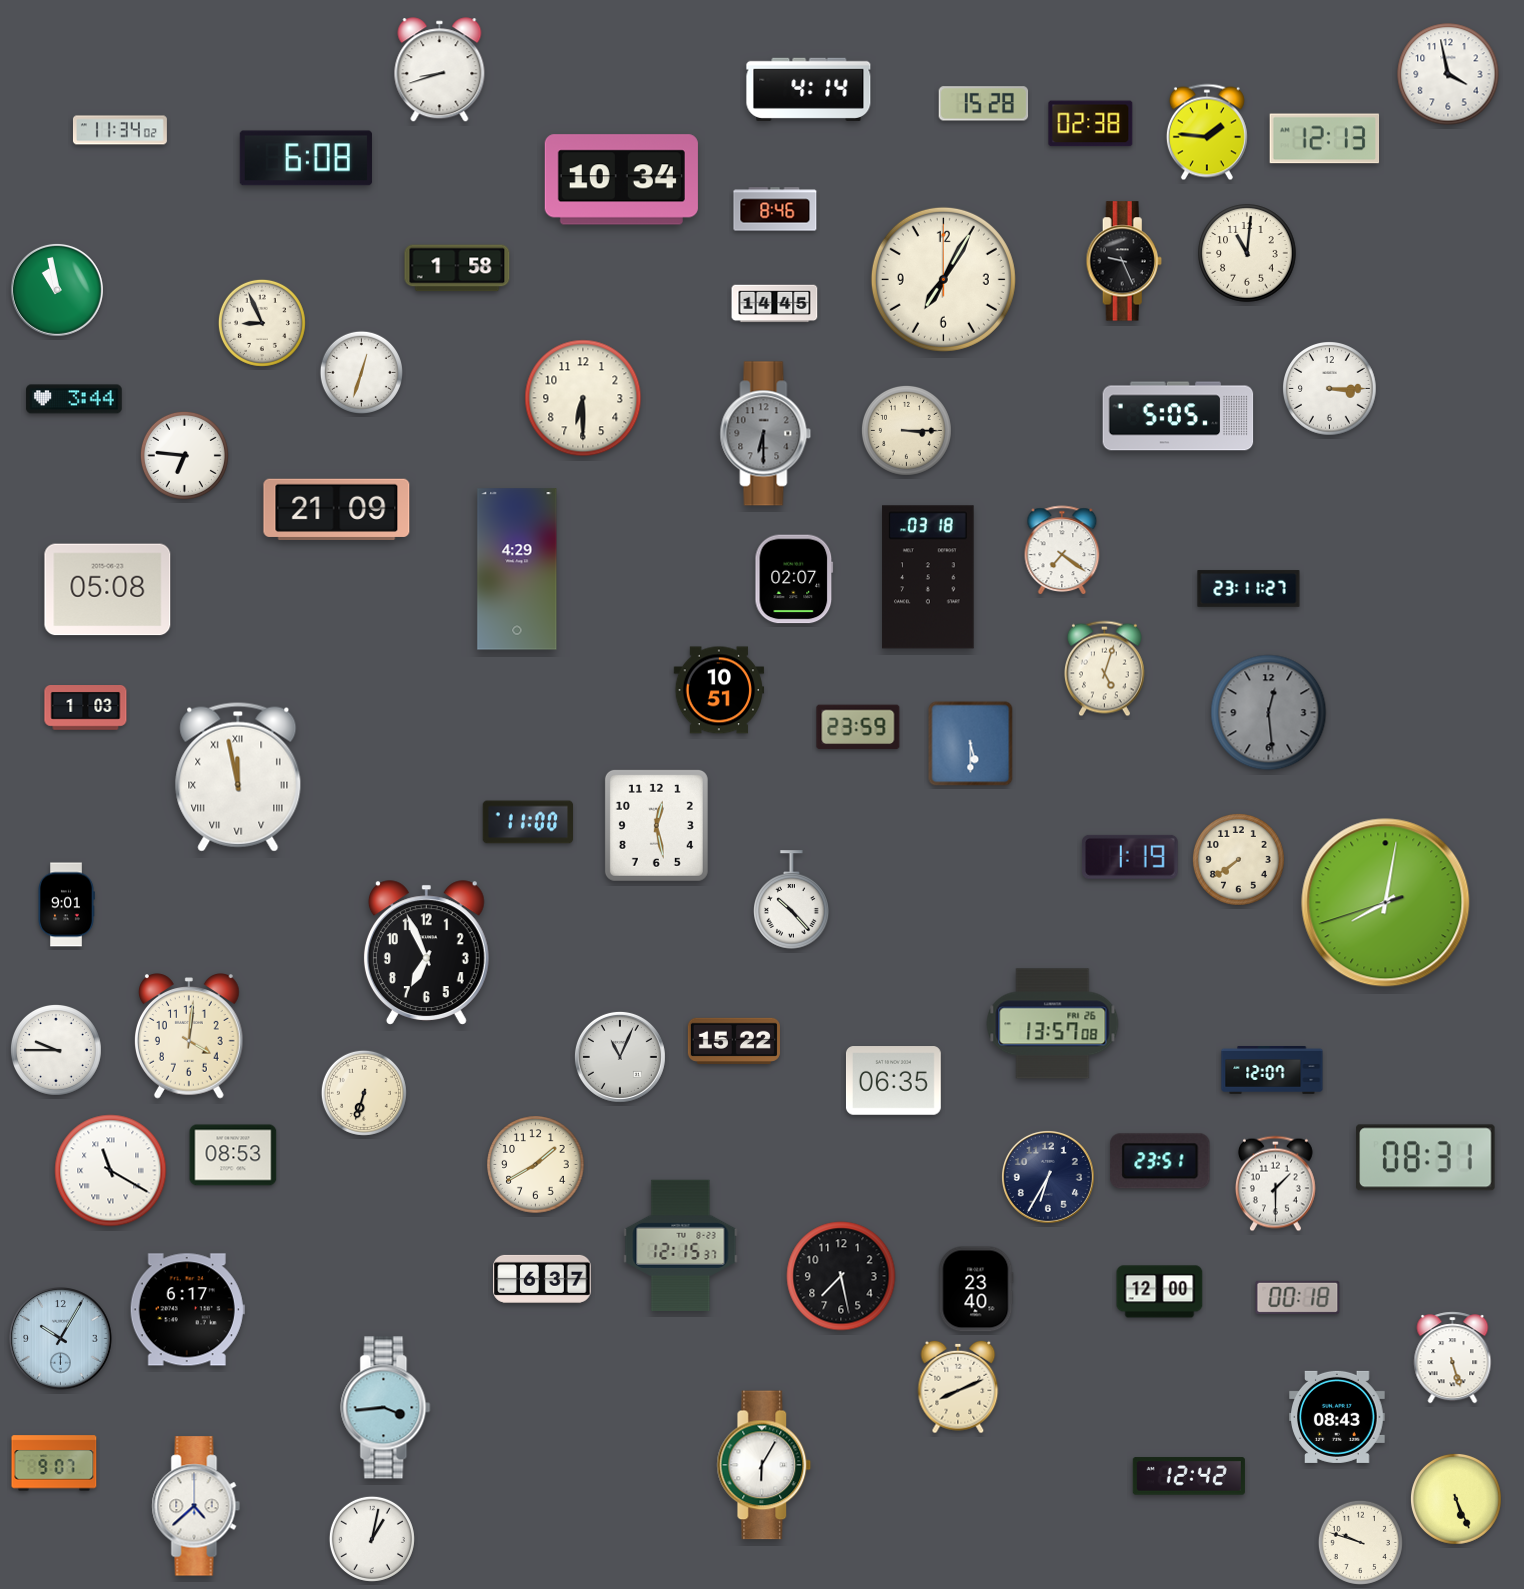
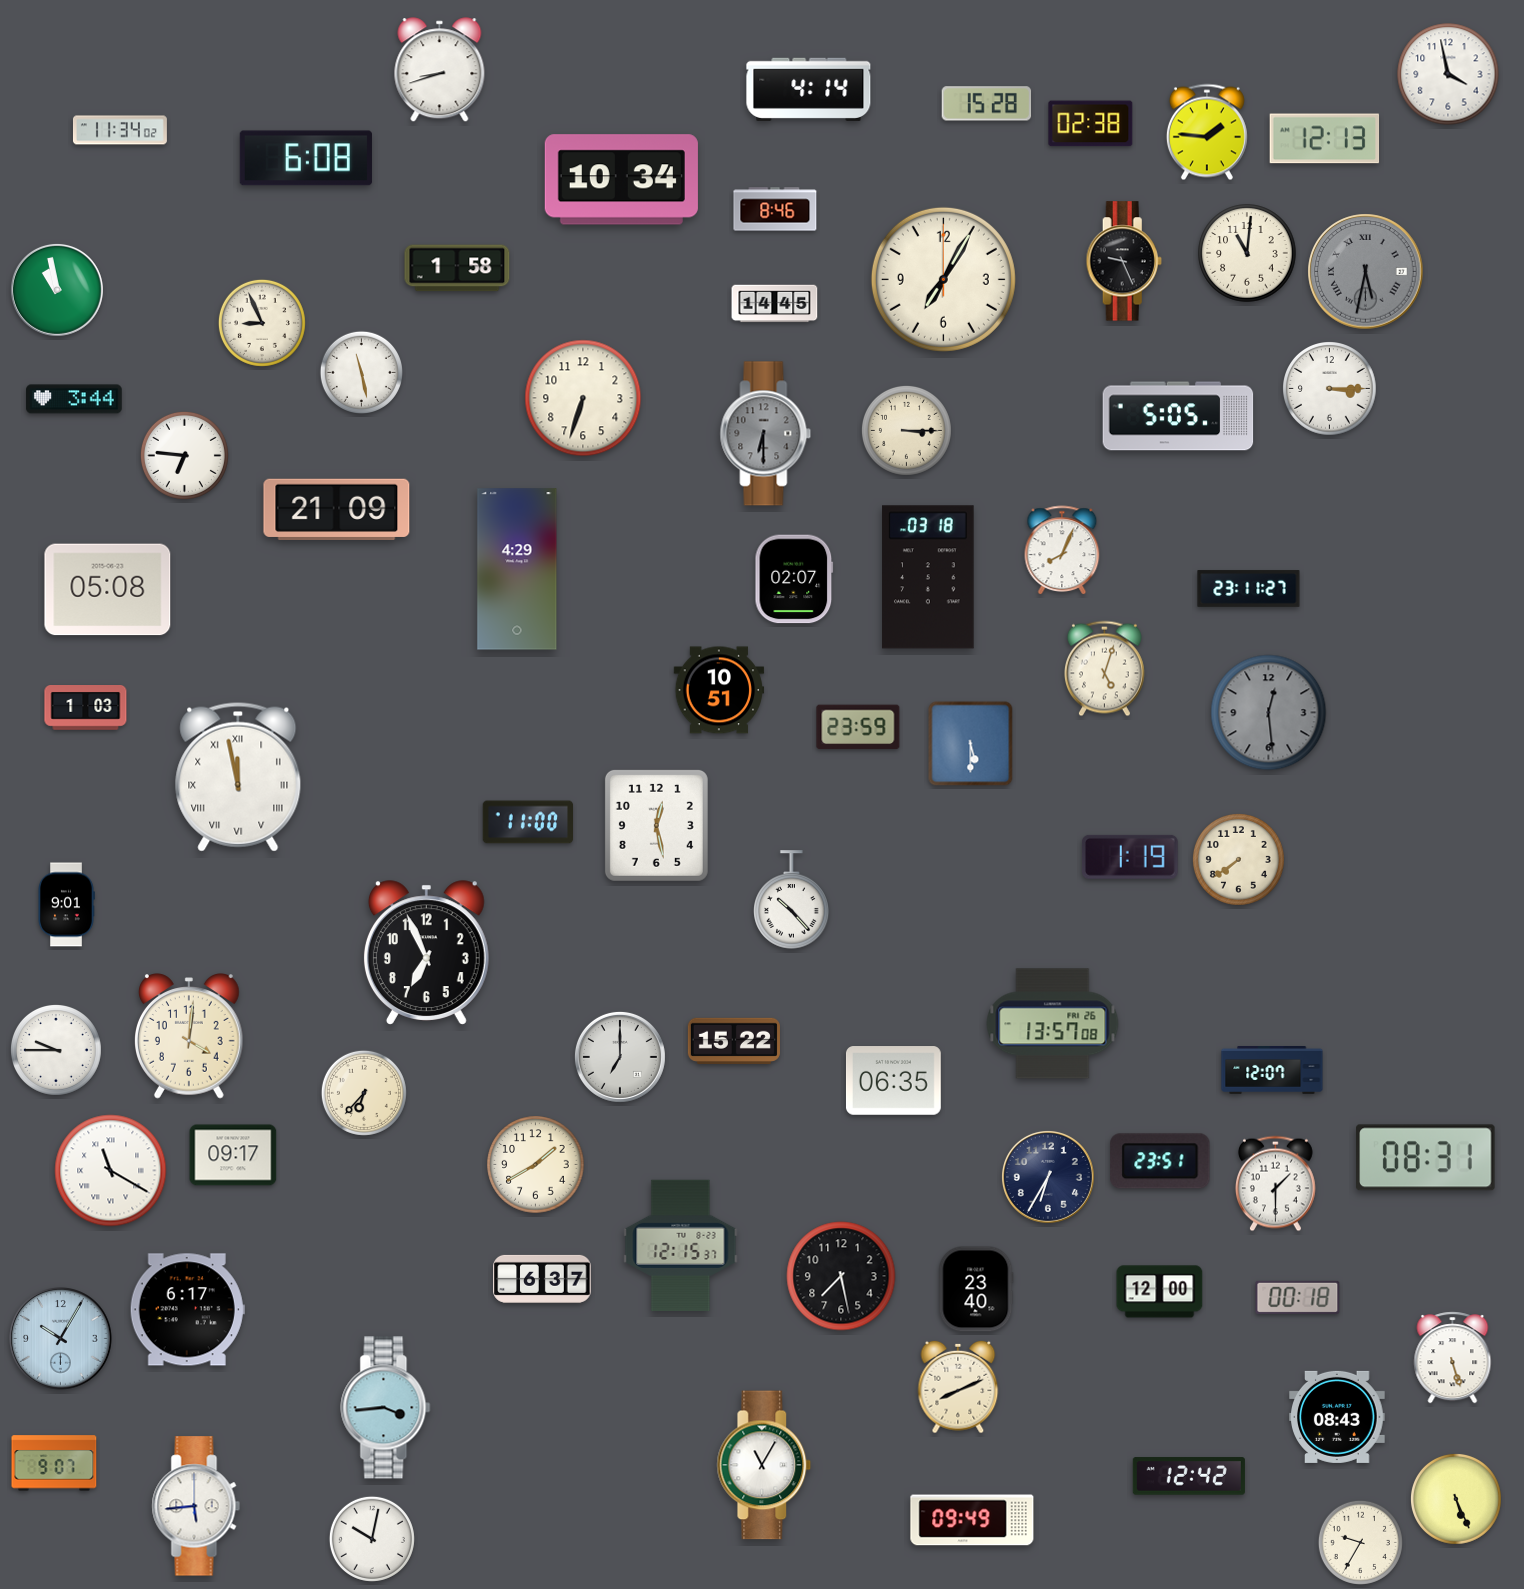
clock at (984, 104) position: (984, 104) -> (987, 104)
clock at (1366, 272): none -> 5:32
clock at (361, 372): 12:33 -> 11:28
clock at (583, 398): 6:30 -> 6:33
clock at (1062, 551): 7:21 -> 8:04
clock at (1386, 903): 8:01 -> none
clock at (620, 1057): 11:04 -> 7:00
clock at (364, 1093): 6:33 -> 6:37
clock at (233, 1155): 08:53 -> 09:17
clock at (764, 1465): 6:05 -> 11:05
clock at (196, 1506): 4:38 -> 5:44
clock at (972, 1520): none -> 09:49
clock at (372, 1539): 1:02 -> 10:02
clock at (1360, 1542): 9:48 -> 9:35
